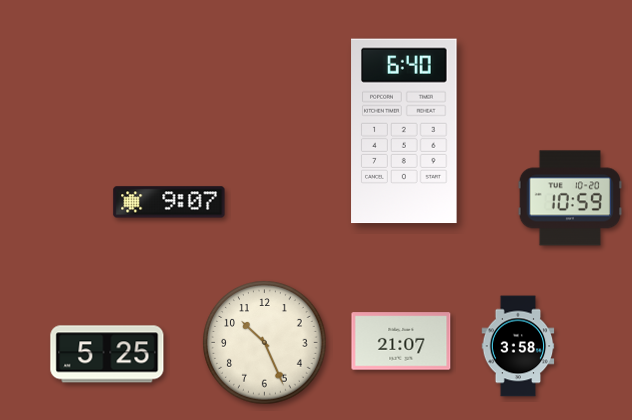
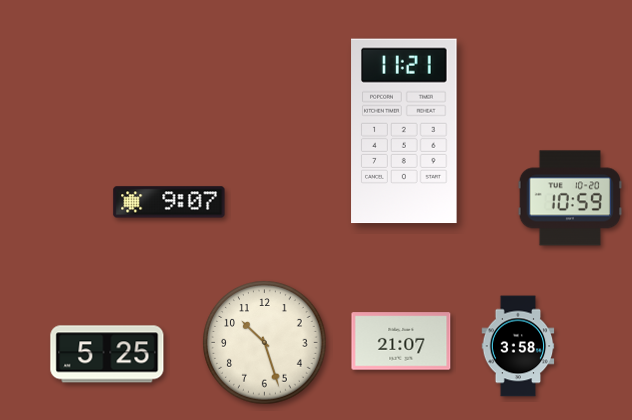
clock at (404, 131): 6:40 -> 11:21
clock at (265, 343): 10:26 -> 10:27
